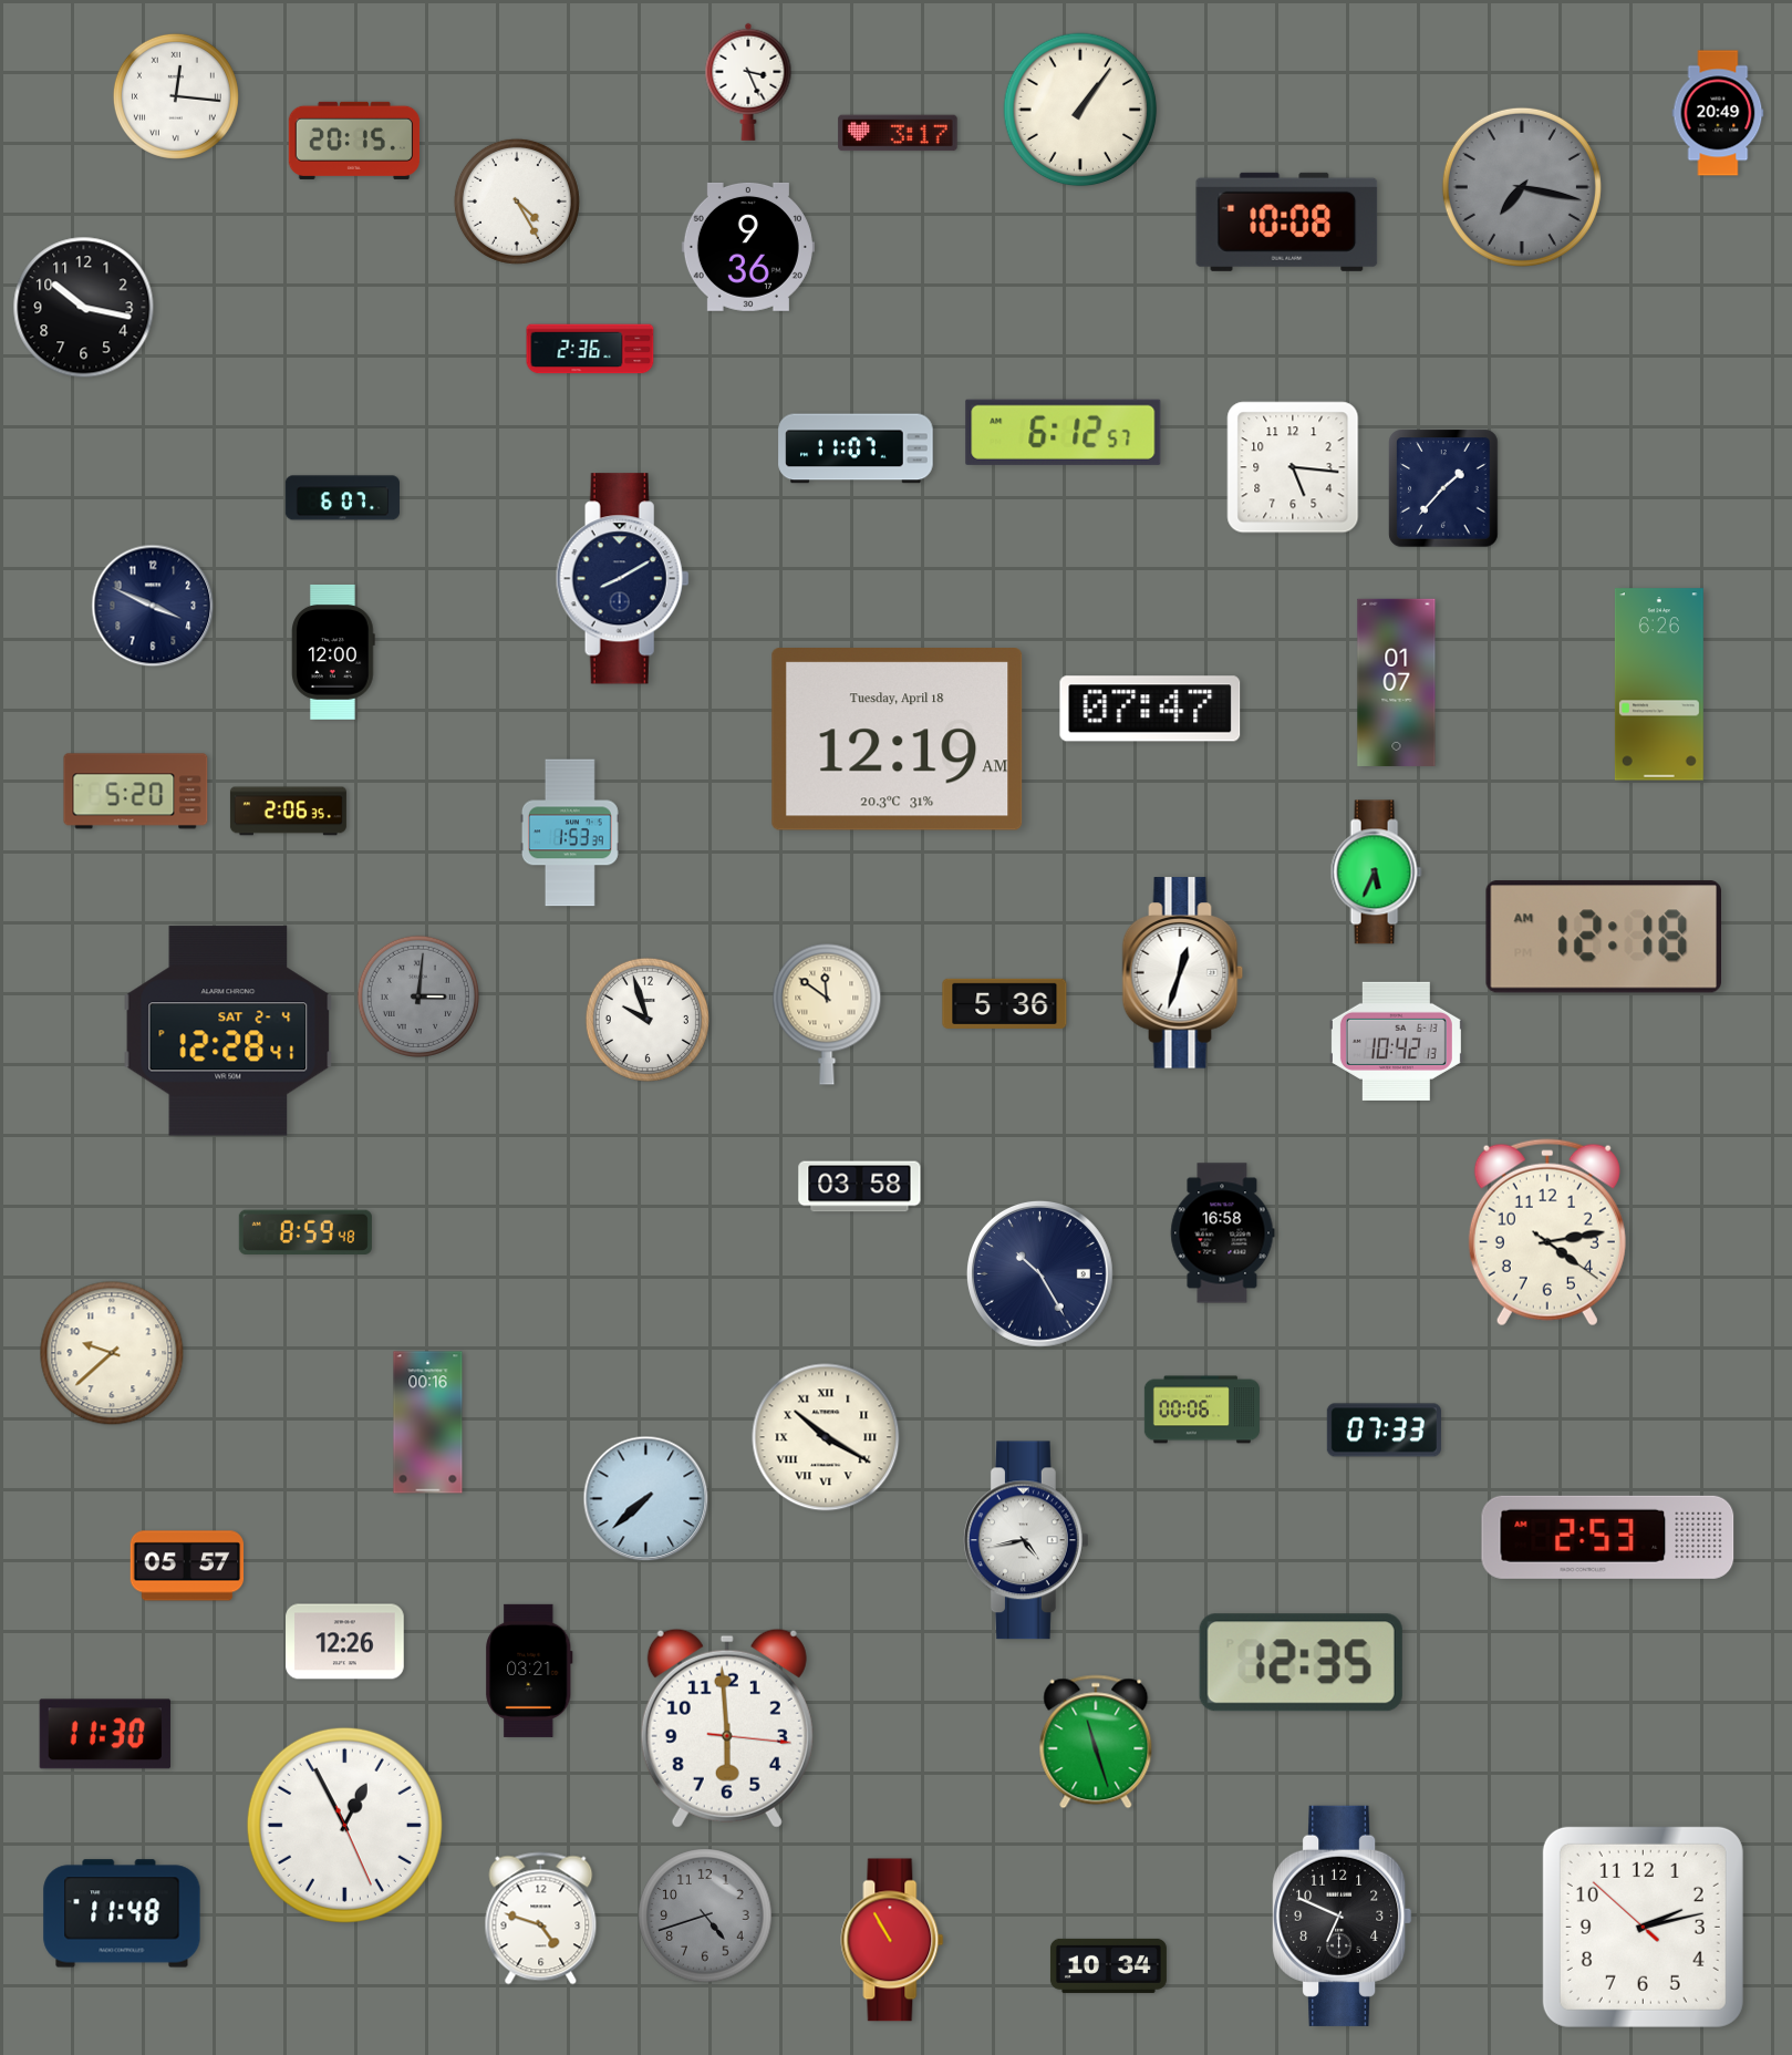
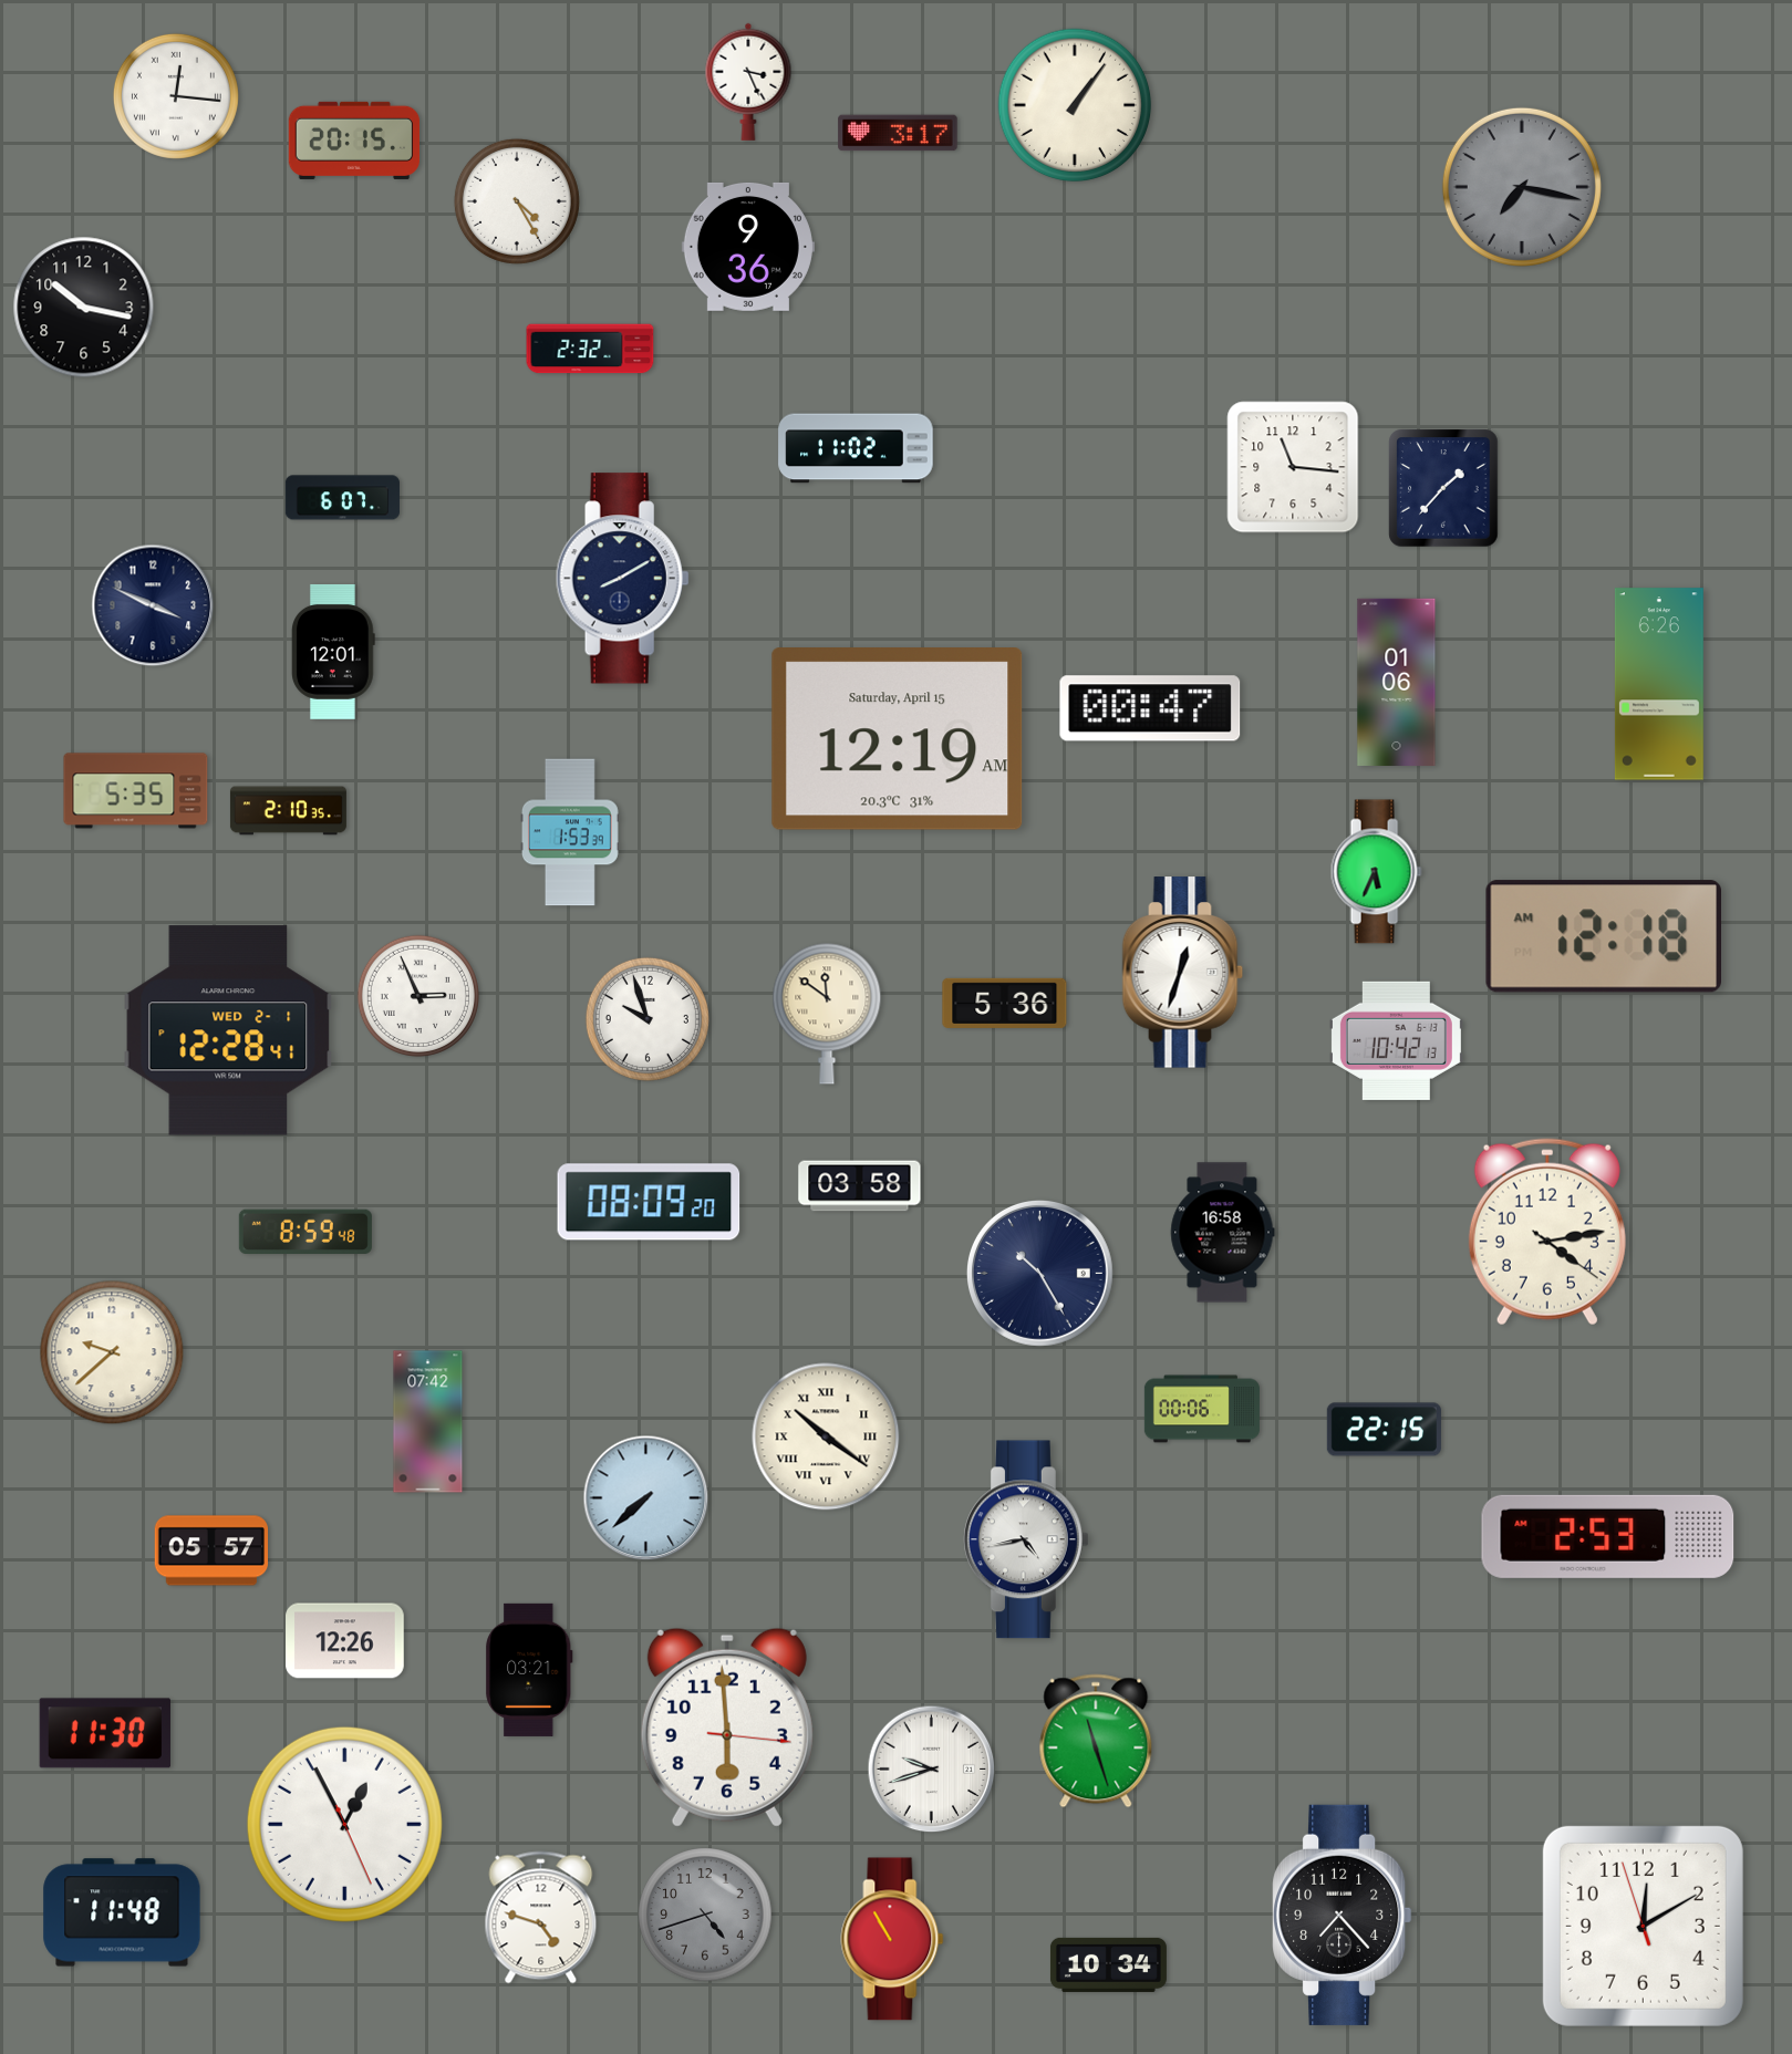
clock at (1080, 110) position: (1080, 110) -> (1075, 105)
clock at (1718, 113): 20:49 -> none
clock at (1287, 221): 10:08 -> none
clock at (590, 349): 2:36 -> 2:32
clock at (1064, 432): 6:12 -> none
clock at (856, 448): 11:07 -> 11:02
clock at (1293, 467): 5:16 -> 11:16
clock at (333, 652): 12:00 -> 12:01
clock at (1397, 682): 01:07 -> 01:06
clock at (1150, 709): 07:47 -> 00:47
clock at (898, 740) date: Tuesday, April 18 -> Saturday, April 15
clock at (136, 792): 5:20 -> 5:35
clock at (288, 812): 2:06 -> 2:10
clock at (418, 996): 3:01 -> 2:56
clock at (418, 996) dial: grey -> white
clock at (228, 1031) date: SAT 2-4 -> WED 2-1
clock at (649, 1202): none -> 08:09
clock at (428, 1423): 00:16 -> 07:42
clock at (1384, 1431): 07:33 -> 22:15
clock at (826, 1437): 10:20 -> 10:21
clock at (187, 1566) position: (187, 1566) -> (211, 1550)
clock at (1301, 1663): 12:35 -> none
clock at (932, 1770): none -> 9:42
clock at (1343, 1915): 6:49 -> 7:23
clock at (1643, 1927): 2:12 -> 12:09
